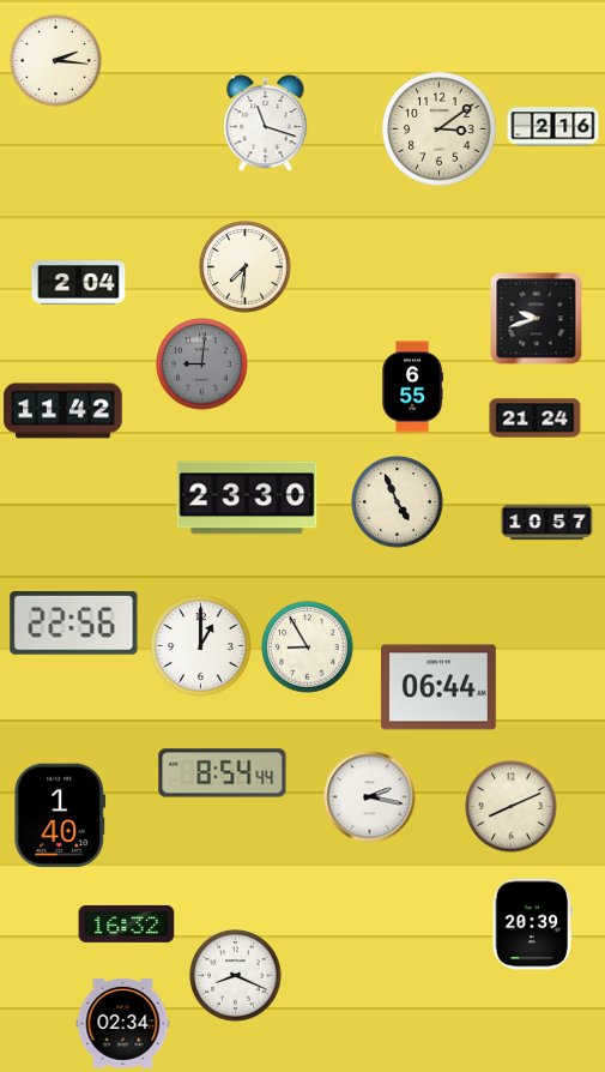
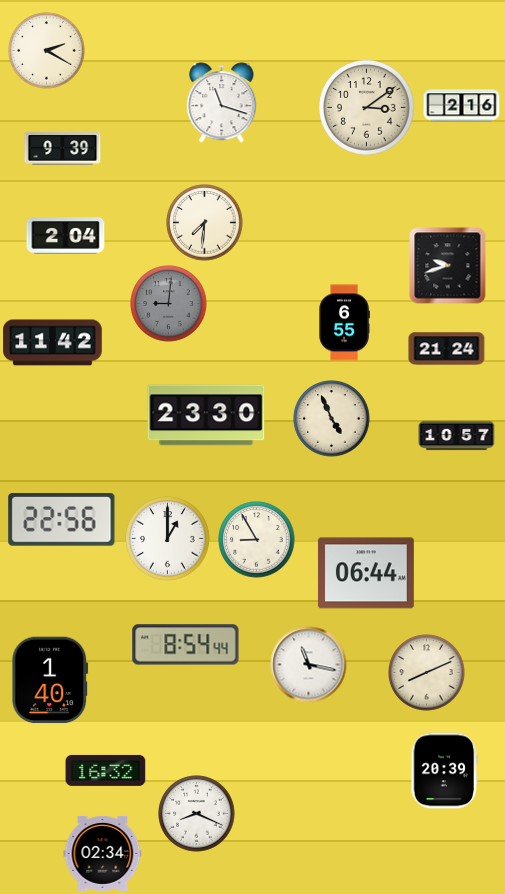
clock at (56, 61): 2:16 -> 2:20
clock at (63, 149): none -> 9:39
clock at (370, 797): 2:17 -> 11:17
